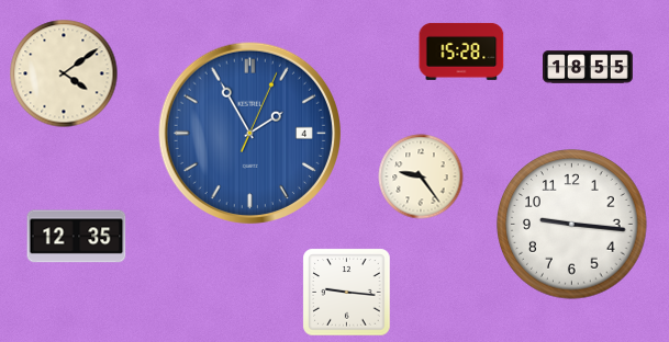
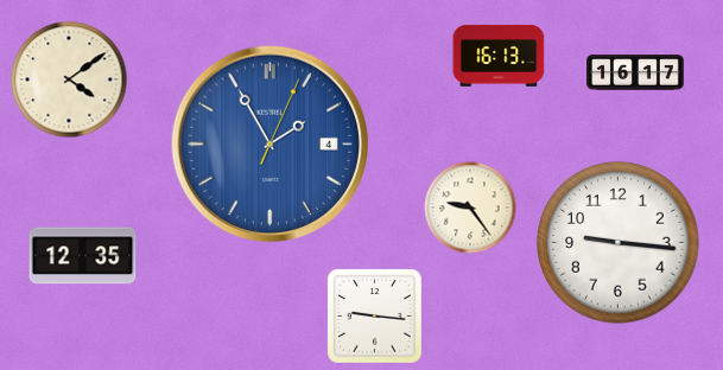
clock at (461, 52): 15:28 -> 16:13
clock at (589, 67): 18:55 -> 16:17
clock at (421, 176) position: (421, 176) -> (470, 208)
